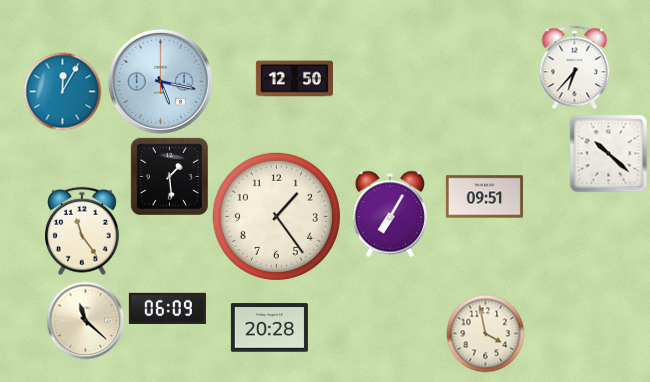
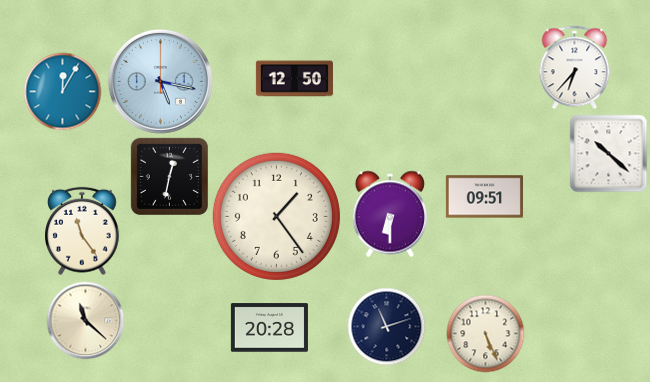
clock at (169, 176): 1:29 -> 12:32
clock at (389, 214): 7:05 -> 6:30
clock at (167, 308): 06:09 -> none
clock at (386, 326): none -> 11:12
clock at (485, 333): 3:58 -> 5:26
